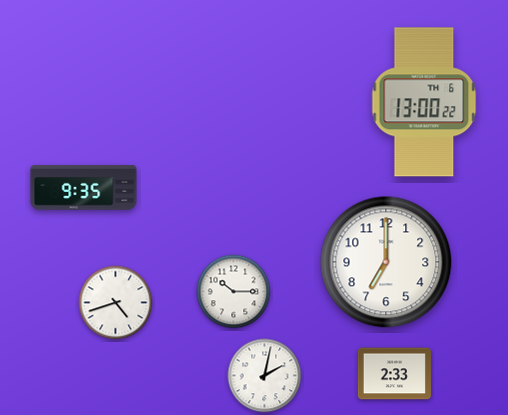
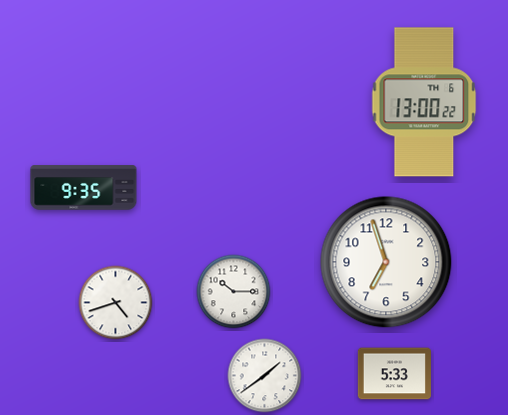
clock at (386, 262): 7:00 -> 6:57
clock at (394, 374): 2:33 -> 5:33
clock at (265, 376): 2:02 -> 1:39
